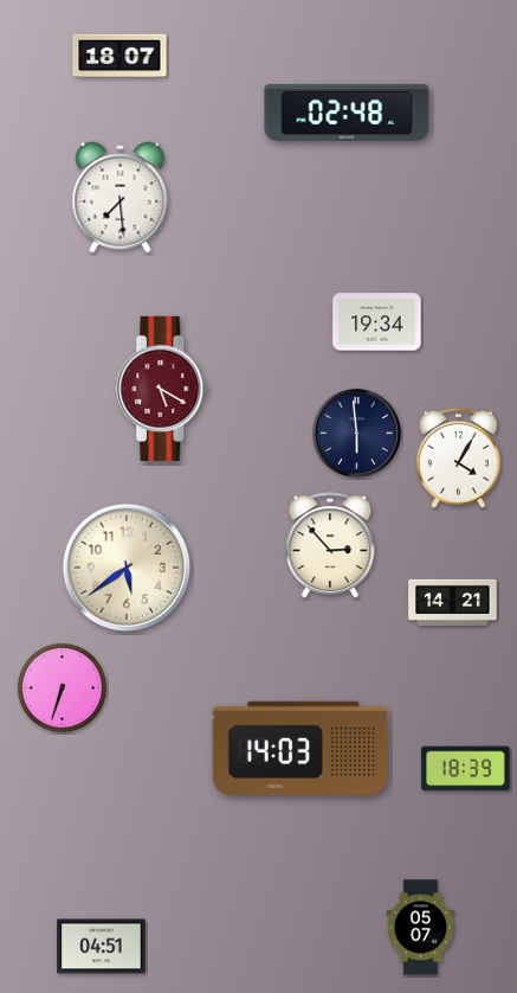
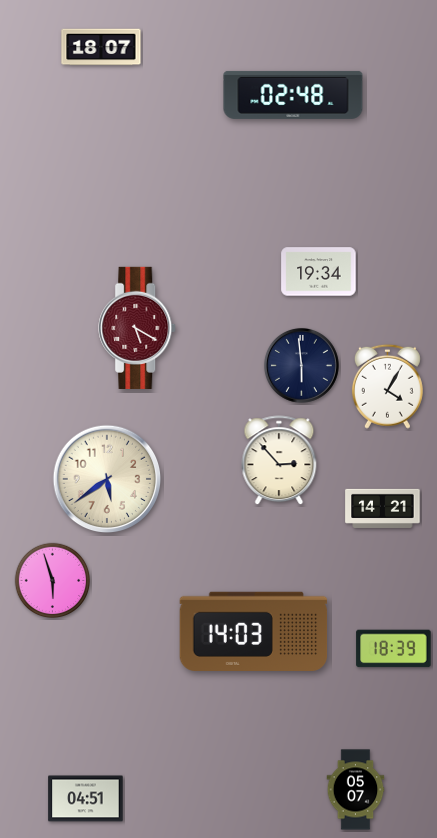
clock at (121, 198): 7:29 -> none
clock at (63, 688): 6:33 -> 5:57
clock at (421, 928) position: (421, 928) -> (356, 790)
